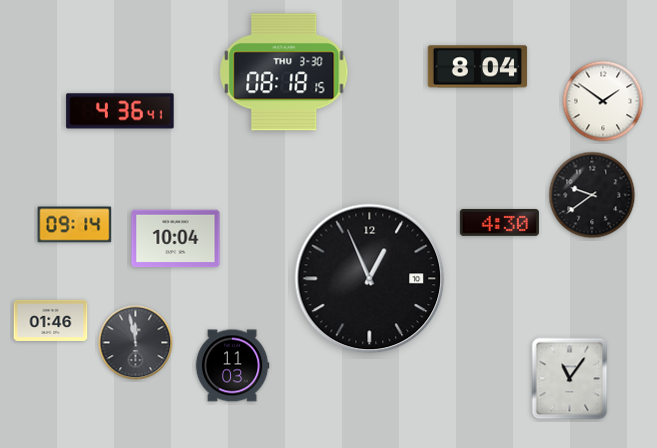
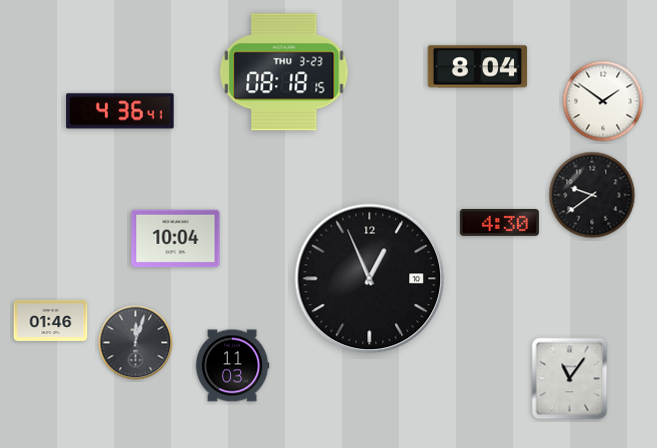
clock at (284, 72) date: THU 3-30 -> THU 3-23
clock at (75, 225): 09:14 -> none
clock at (136, 343): 11:58 -> 12:03
